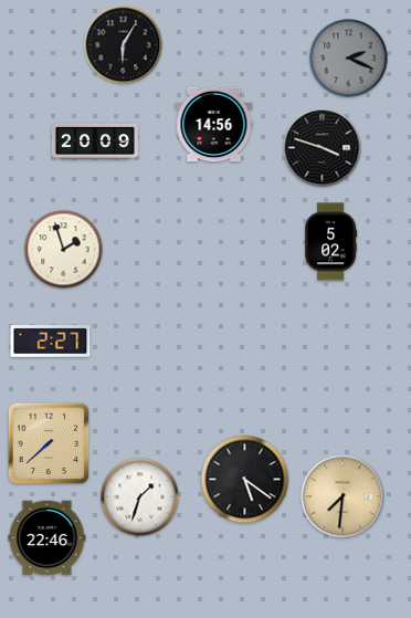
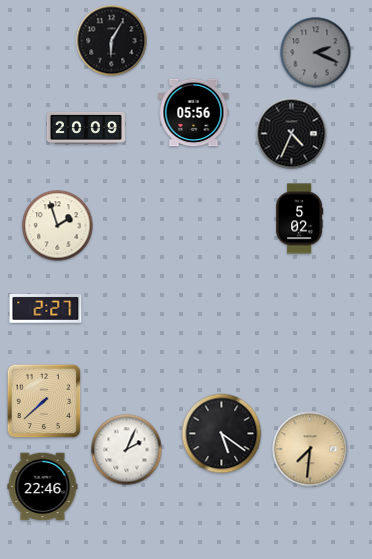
clock at (214, 125): 14:56 -> 05:56
clock at (323, 148): 3:48 -> 4:34
clock at (140, 497): 1:33 -> 2:04
